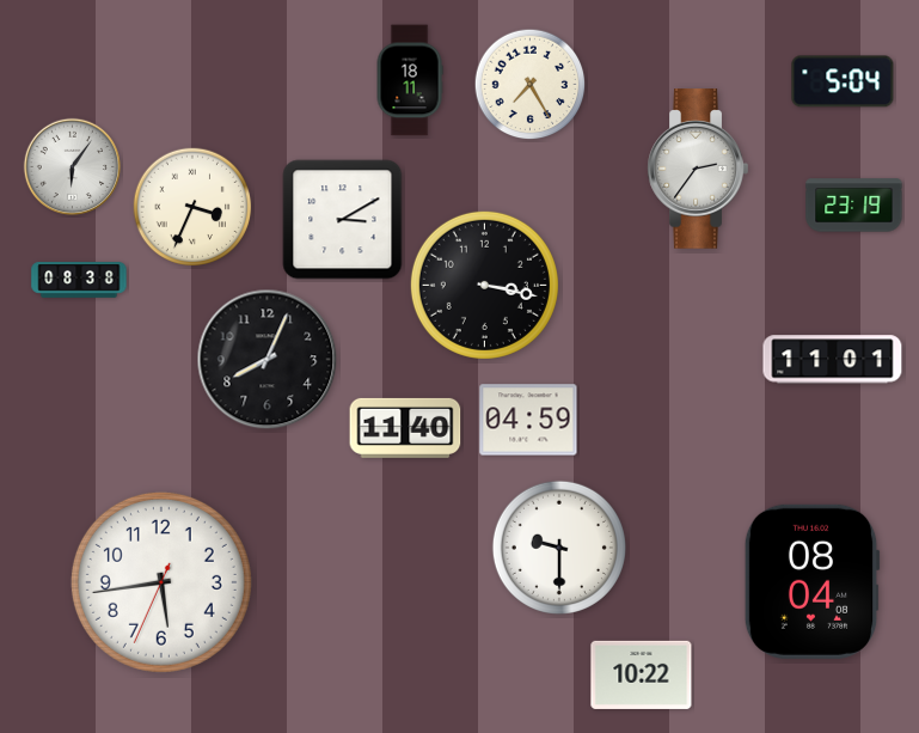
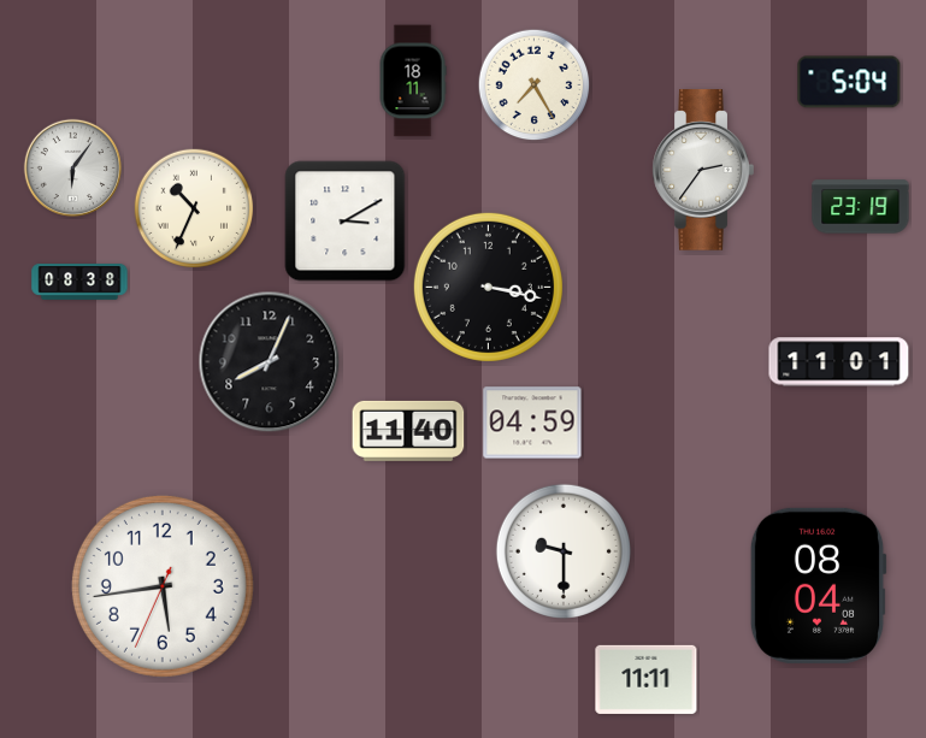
clock at (192, 207): 3:34 -> 10:34
clock at (642, 674): 10:22 -> 11:11
